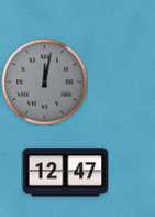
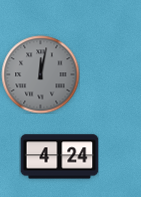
clock at (65, 173): 12:47 -> 4:24
